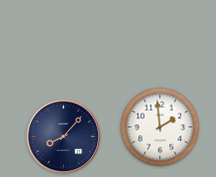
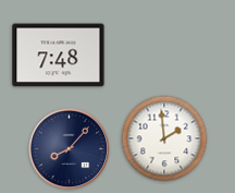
clock at (59, 56): none -> 7:48
clock at (160, 127) position: (160, 127) -> (164, 138)
